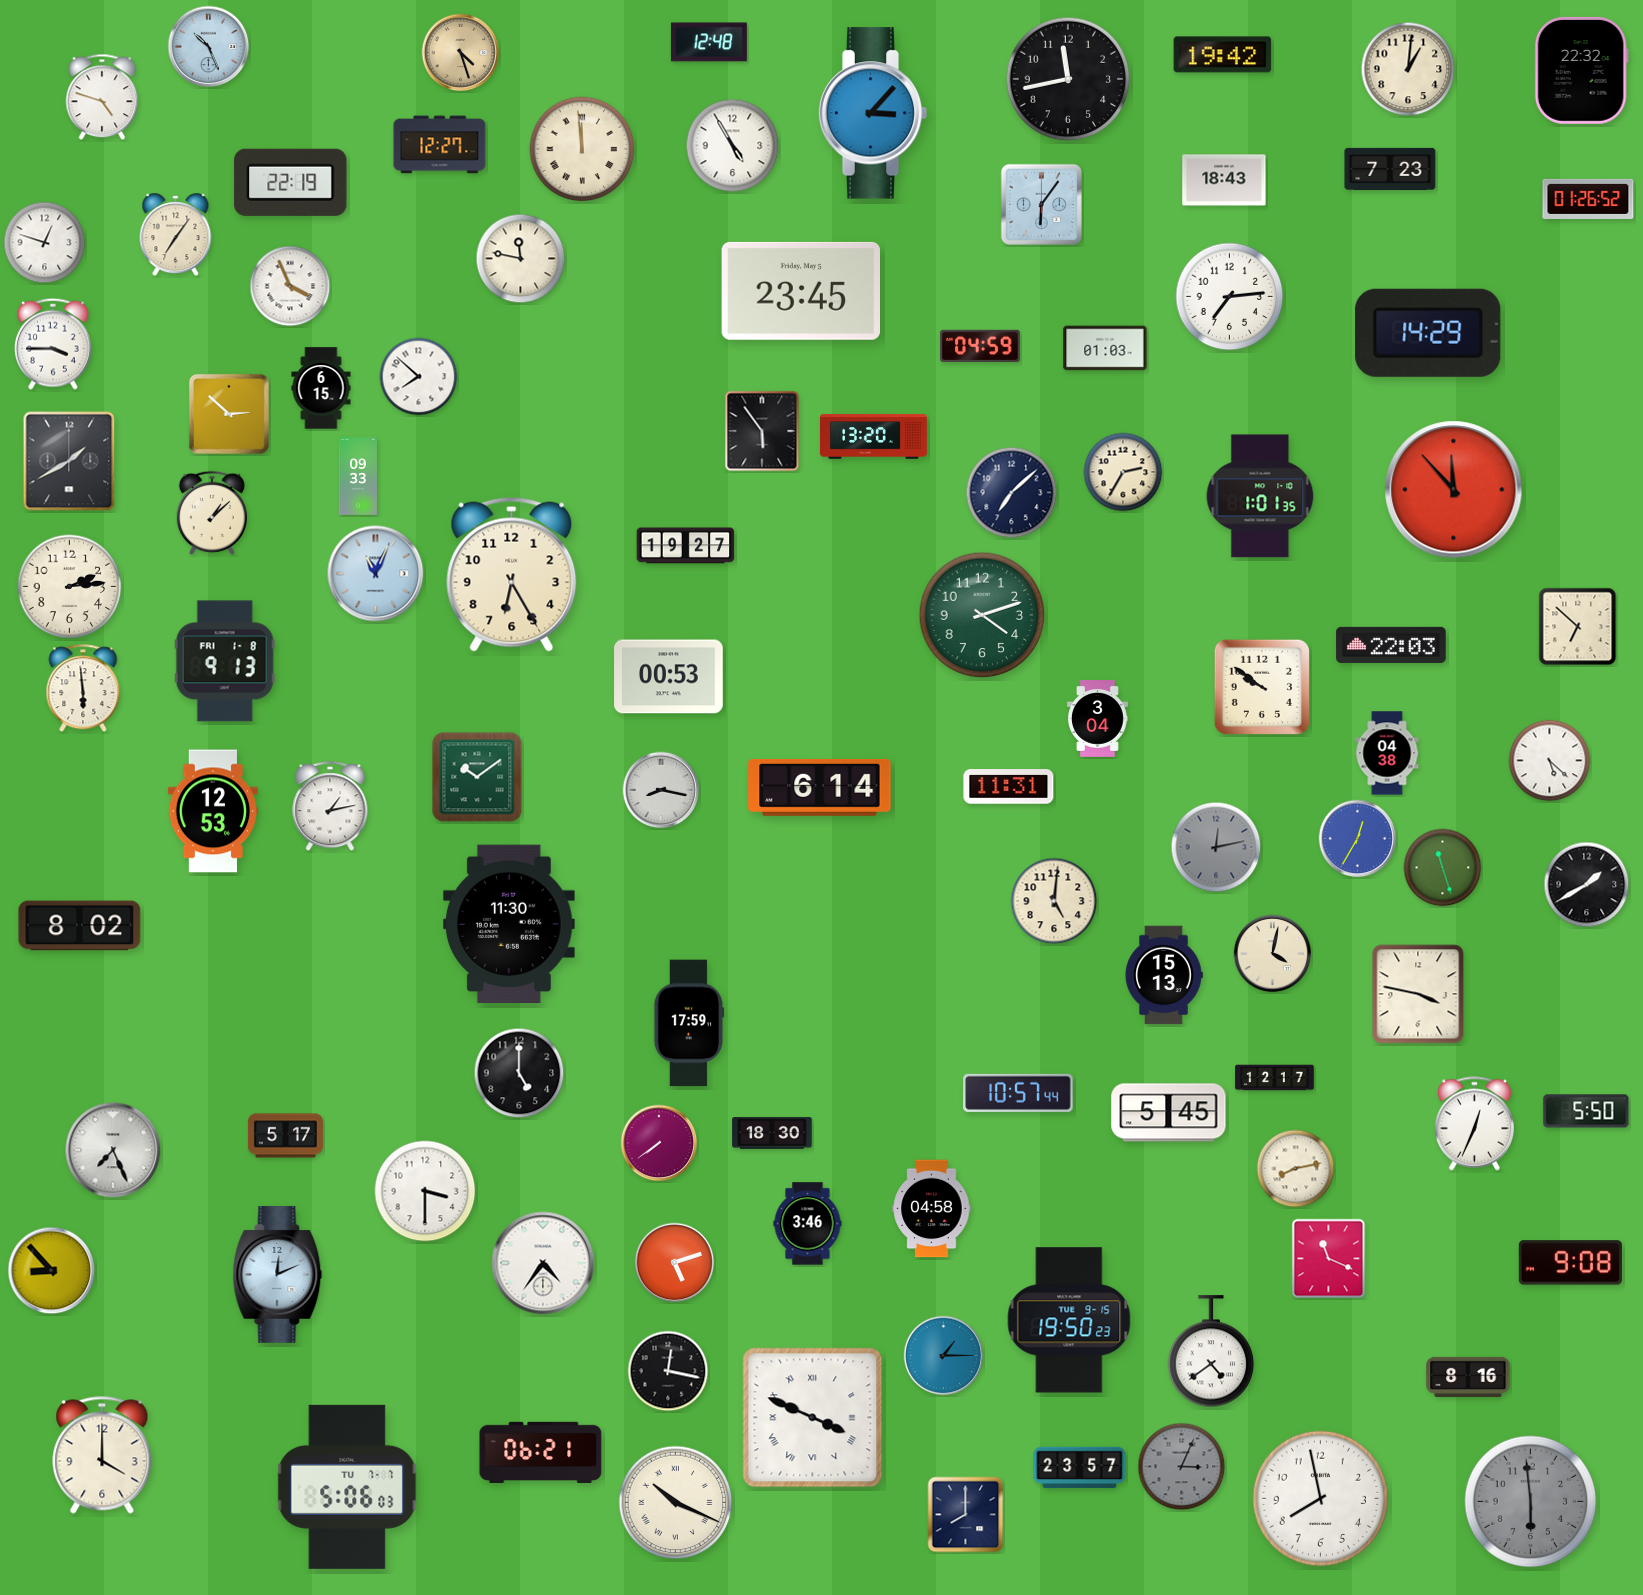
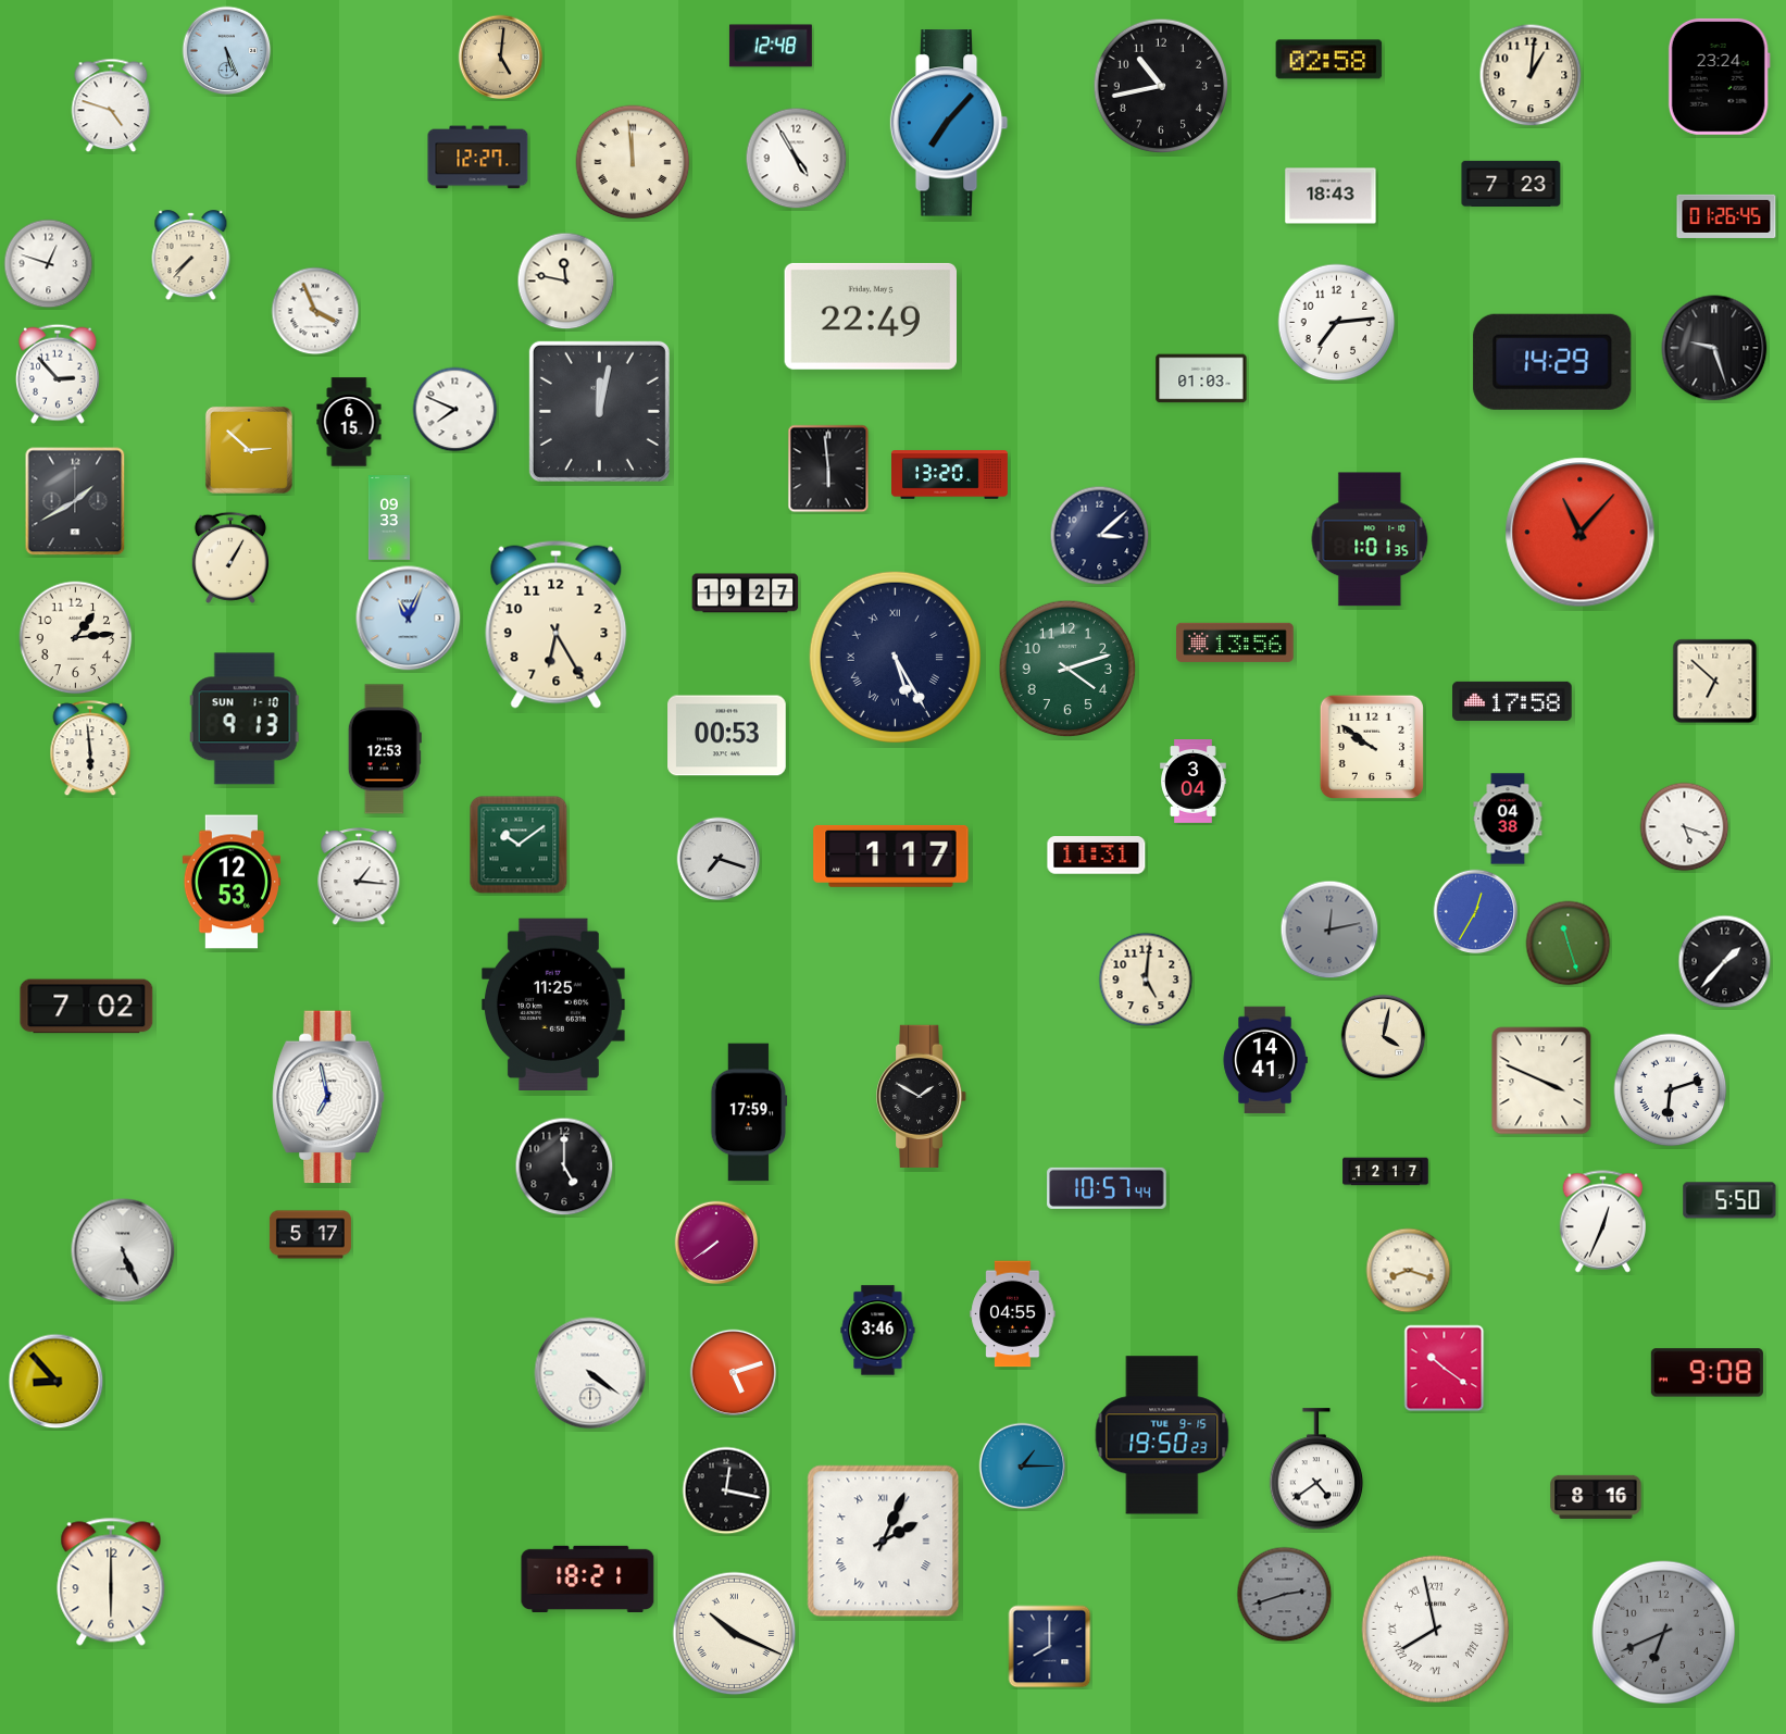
clock at (209, 47): 10:26 -> 5:26
clock at (461, 53): 4:27 -> 5:01
clock at (1223, 55): 19:42 -> 02:58
clock at (1581, 70): 22:32 -> 23:24
clock at (1068, 79): 11:43 -> 10:43
clock at (873, 113): 3:07 -> 7:07
clock at (291, 182): 22:19 -> none
clock at (1588, 199): 01:26:52 -> 01:26:45
clock at (1041, 204): 6:06 -> none
clock at (176, 235): 7:06 -> 7:37
clock at (800, 291): 23:45 -> 22:49
clock at (1714, 348): none -> 9:27
clock at (53, 344): 3:45 -> 2:53
clock at (980, 345): 04:59 -> none
clock at (419, 377): 7:52 -> 7:49
clock at (599, 411): none -> 12:02
clock at (762, 431): 5:54 -> 5:59
clock at (1123, 472): 2:35 -> none
clock at (1454, 490): 11:53 -> 11:07
clock at (1012, 493): 7:08 -> 3:08
clock at (212, 513): 1:08 -> 1:05
clock at (376, 574) position: (376, 574) -> (409, 619)
clock at (70, 587): 2:14 -> 1:14
clock at (1236, 643): none -> 13:56
clock at (895, 657): none -> 5:25
clock at (1391, 645): 22:03 -> 17:58
clock at (225, 661) date: FRI 1-8 -> SUN 1-10
clock at (385, 749): none -> 12:53
clock at (1550, 761): 5:22 -> 5:18
clock at (820, 787): 6:14 -> 1:17
clock at (661, 790): 8:17 -> 7:18
clock at (330, 807): 1:13 -> 1:16
clock at (1216, 847) position: (1216, 847) -> (1329, 930)
clock at (1587, 885): 1:40 -> 1:37
clock at (509, 923): 11:30 -> 11:25
clock at (80, 926): 8:02 -> 7:02
clock at (1164, 975): 15:13 -> 14:41
clock at (1418, 994): 3:47 -> 3:49
clock at (1671, 1090): none -> 6:12
clock at (922, 1096): none -> 1:50
clock at (328, 1097): none -> 6:58
clock at (1586, 1111) position: (1586, 1111) -> (1729, 1200)
clock at (1169, 1113): 5:45 -> none
clock at (772, 1133): 18:30 -> none
clock at (113, 1150): 7:26 -> 5:26
clock at (1296, 1169): 8:13 -> 8:18
clock at (425, 1191): 3:30 -> none
clock at (932, 1209): 04:58 -> 04:55
clock at (1329, 1259): 11:19 -> 10:21
clock at (543, 1263): 4:36 -> 4:21
clock at (278, 1274): 12:11 -> none
clock at (944, 1356) position: (944, 1356) -> (1023, 1467)
clock at (813, 1418): 3:49 -> 2:04
clock at (541, 1452): 06:21 -> 18:21
clock at (102, 1455): 4:00 -> 6:00
clock at (1182, 1467): 3:04 -> 2:42
clock at (1080, 1468): 23:57 -> none
clock at (347, 1487): 5:06 -> none
clock at (1321, 1499) numerals: Arabic -> Roman
clock at (1531, 1502): 5:59 -> 6:41
